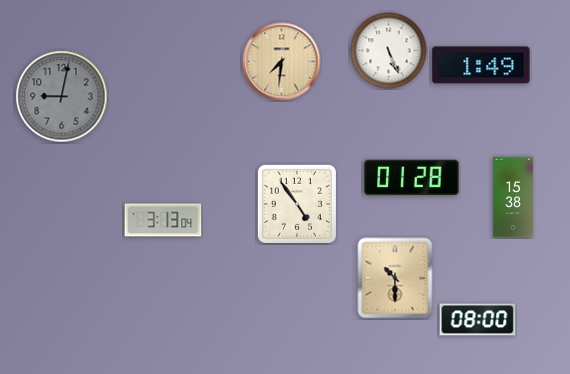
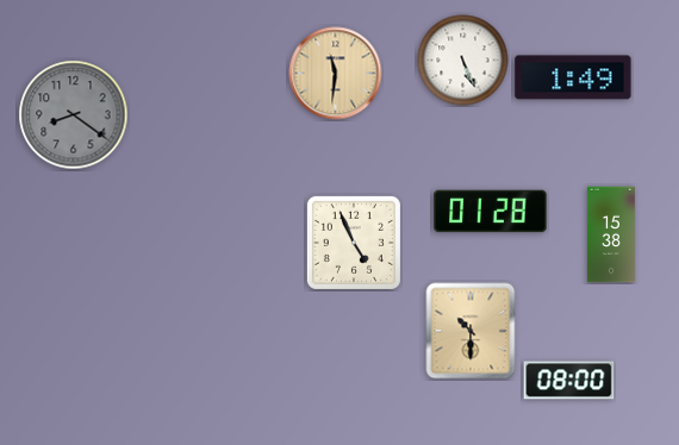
clock at (282, 62): 7:31 -> 11:31
clock at (62, 97): 9:02 -> 8:21
clock at (297, 204): 4:54 -> 4:56
clock at (163, 220): 3:13 -> none
